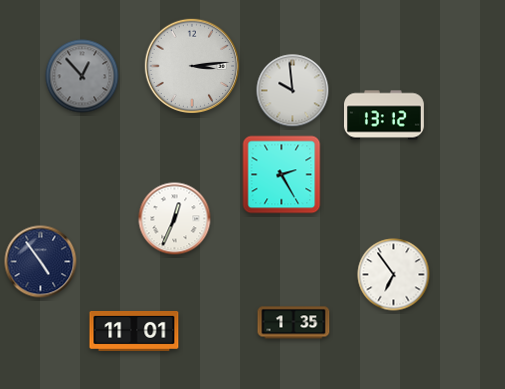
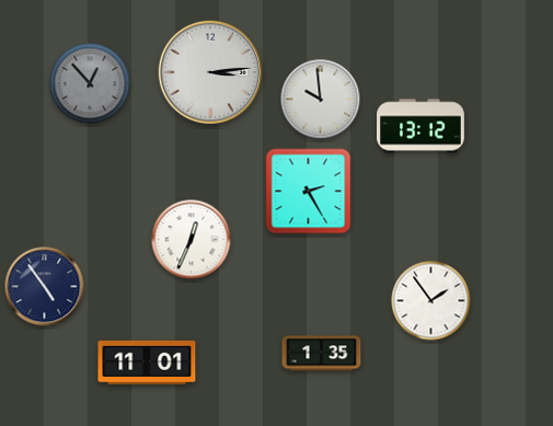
clock at (394, 275): 6:54 -> 1:54
